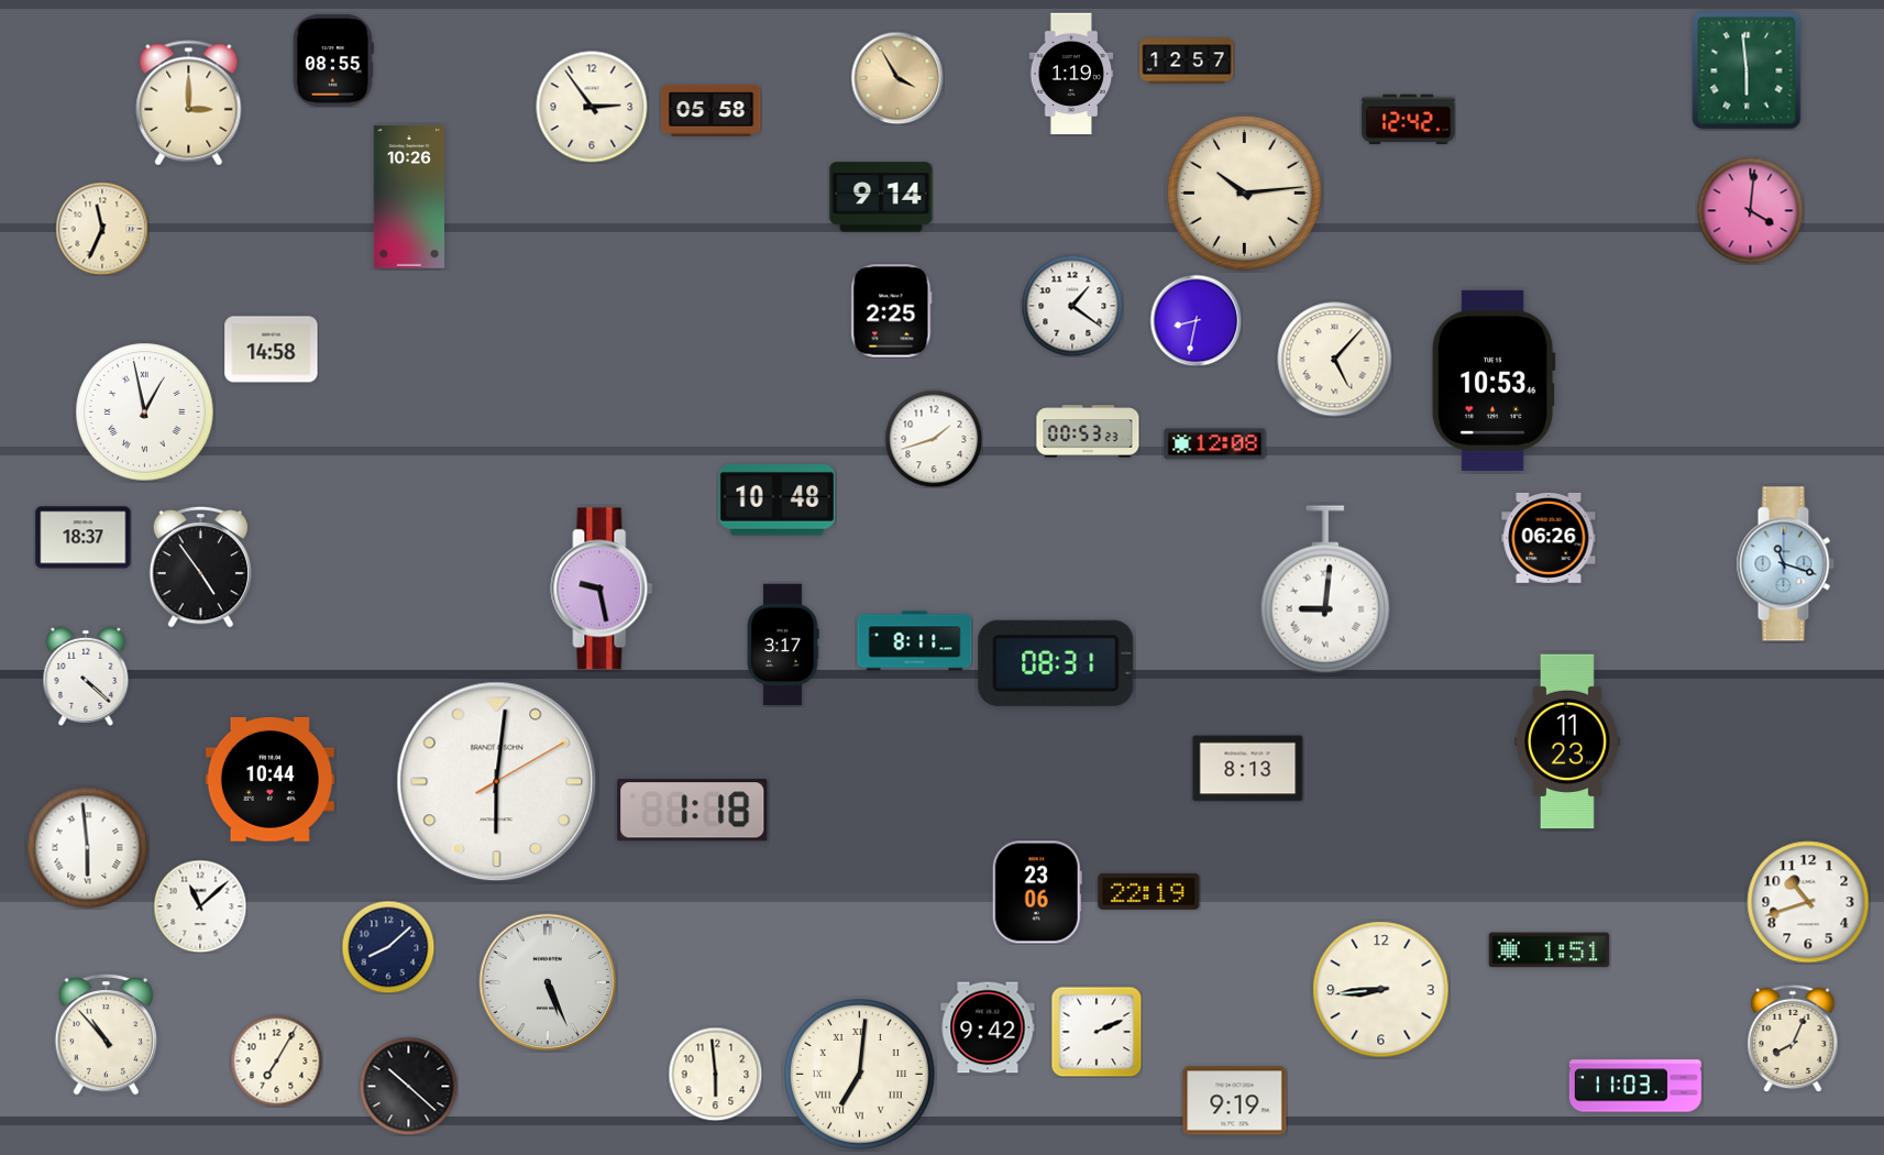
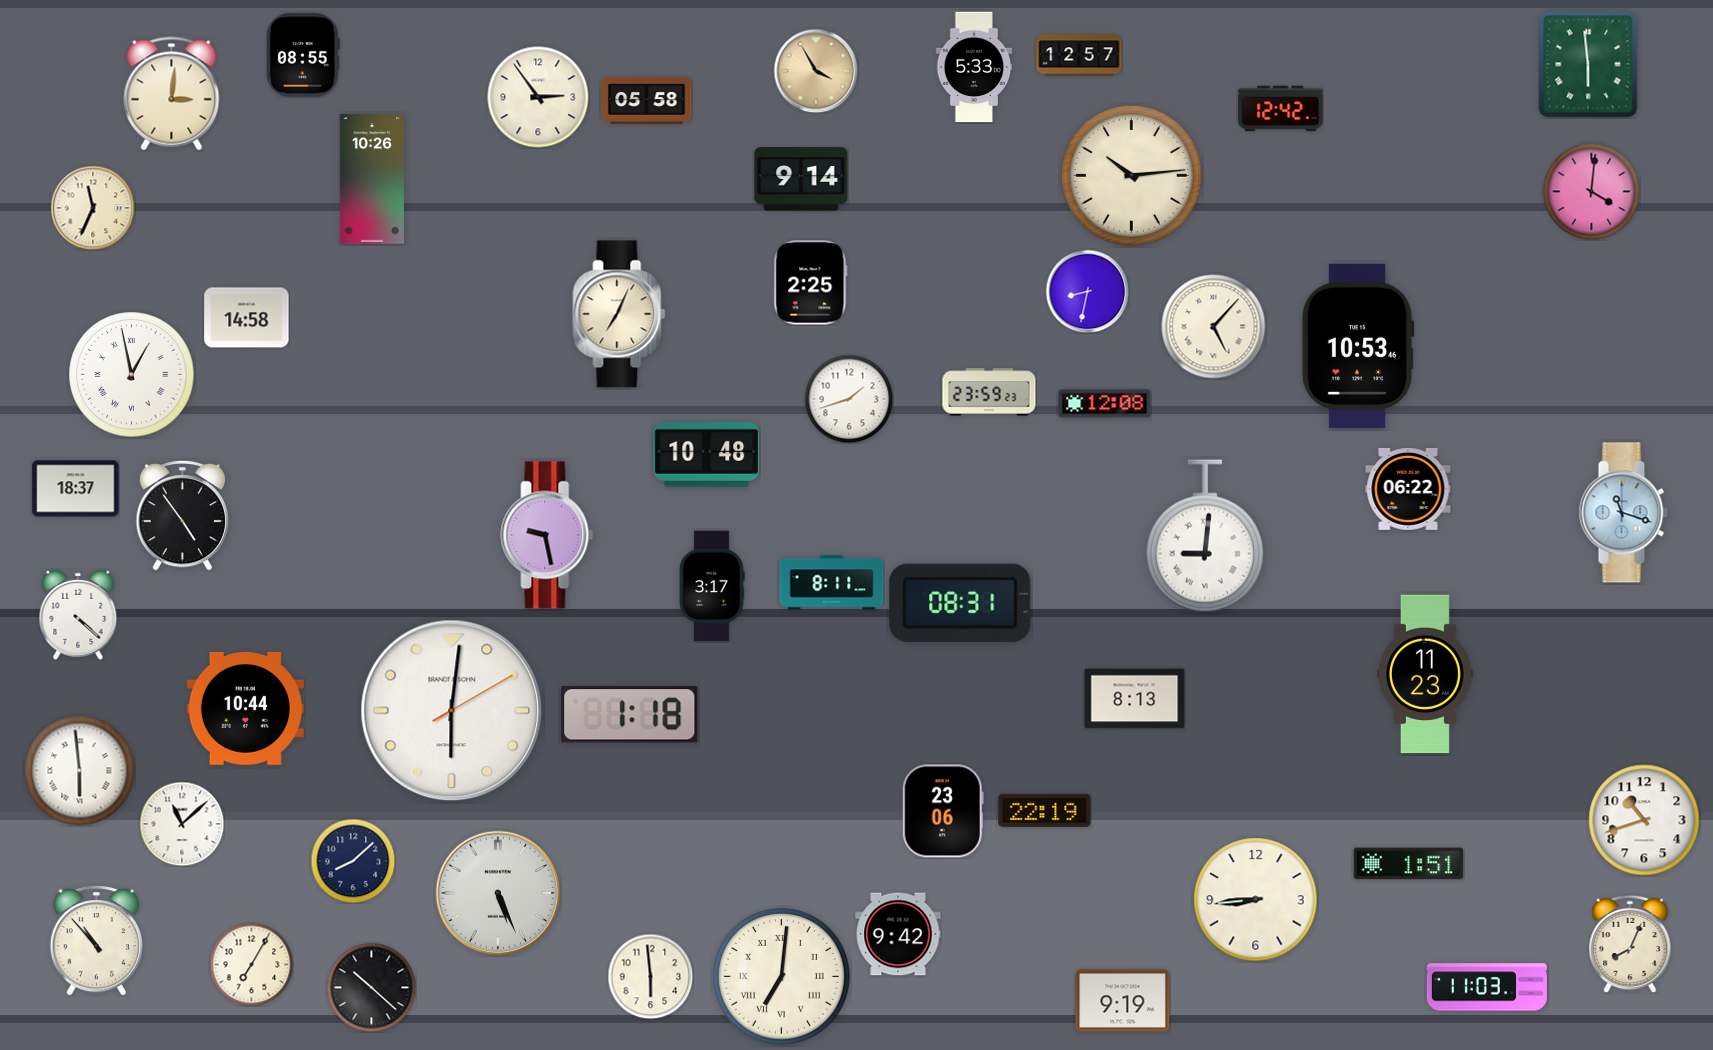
clock at (1071, 74): 1:19 -> 5:33
clock at (189, 103): 3:00 -> 3:01
clock at (1072, 306): 1:21 -> none
clock at (619, 314): none -> 7:04
clock at (1088, 431): 00:53 -> 23:59
clock at (1549, 538): 06:26 -> 06:22
clock at (693, 811) position: (693, 811) -> (630, 715)
clock at (1097, 1032): 2:11 -> none
